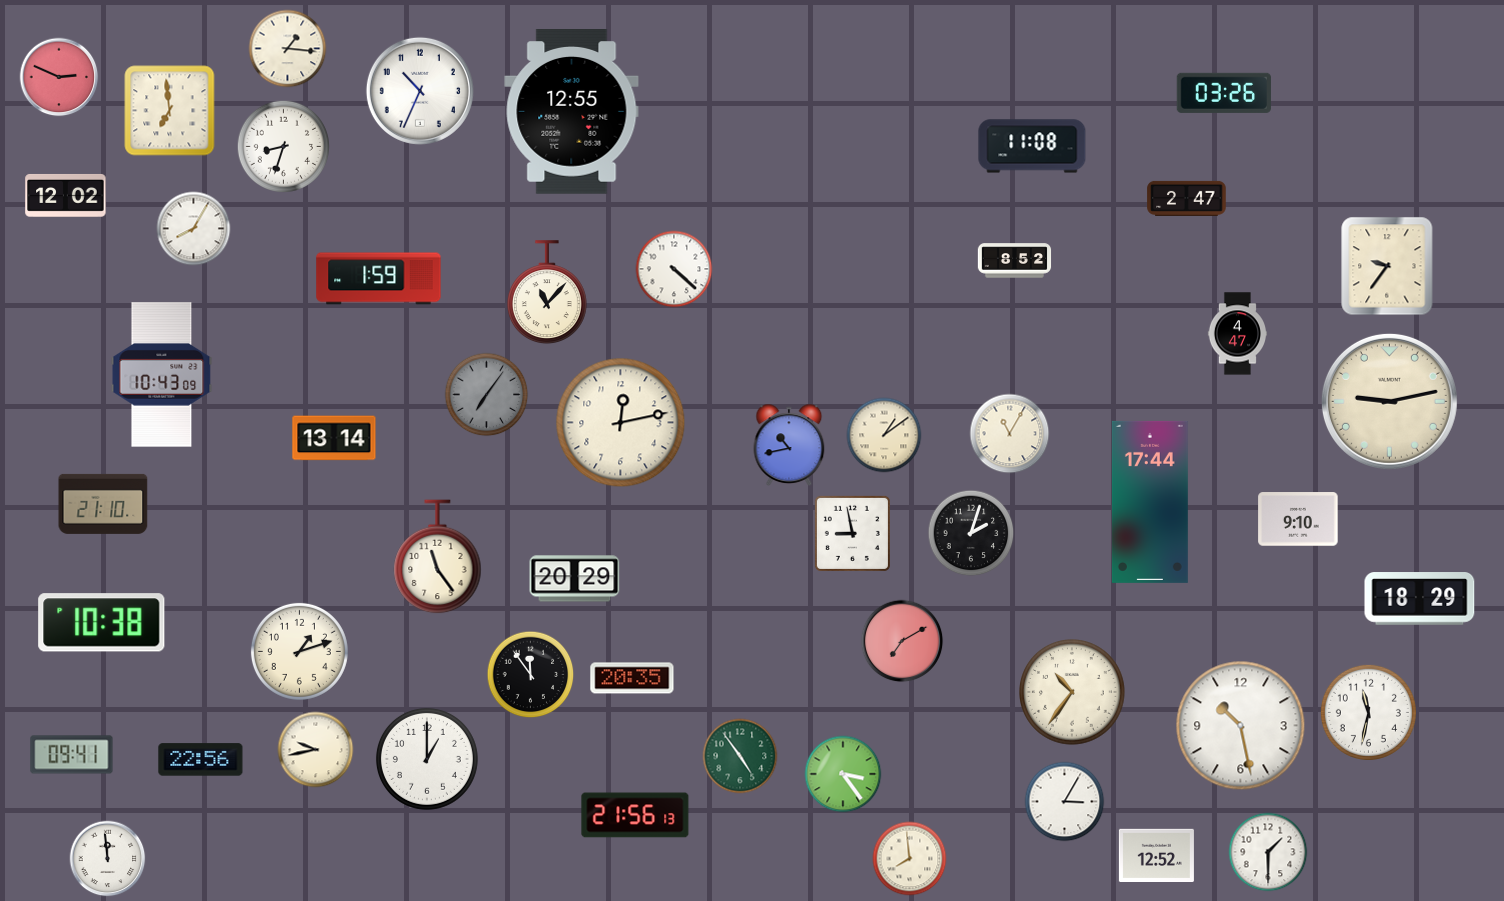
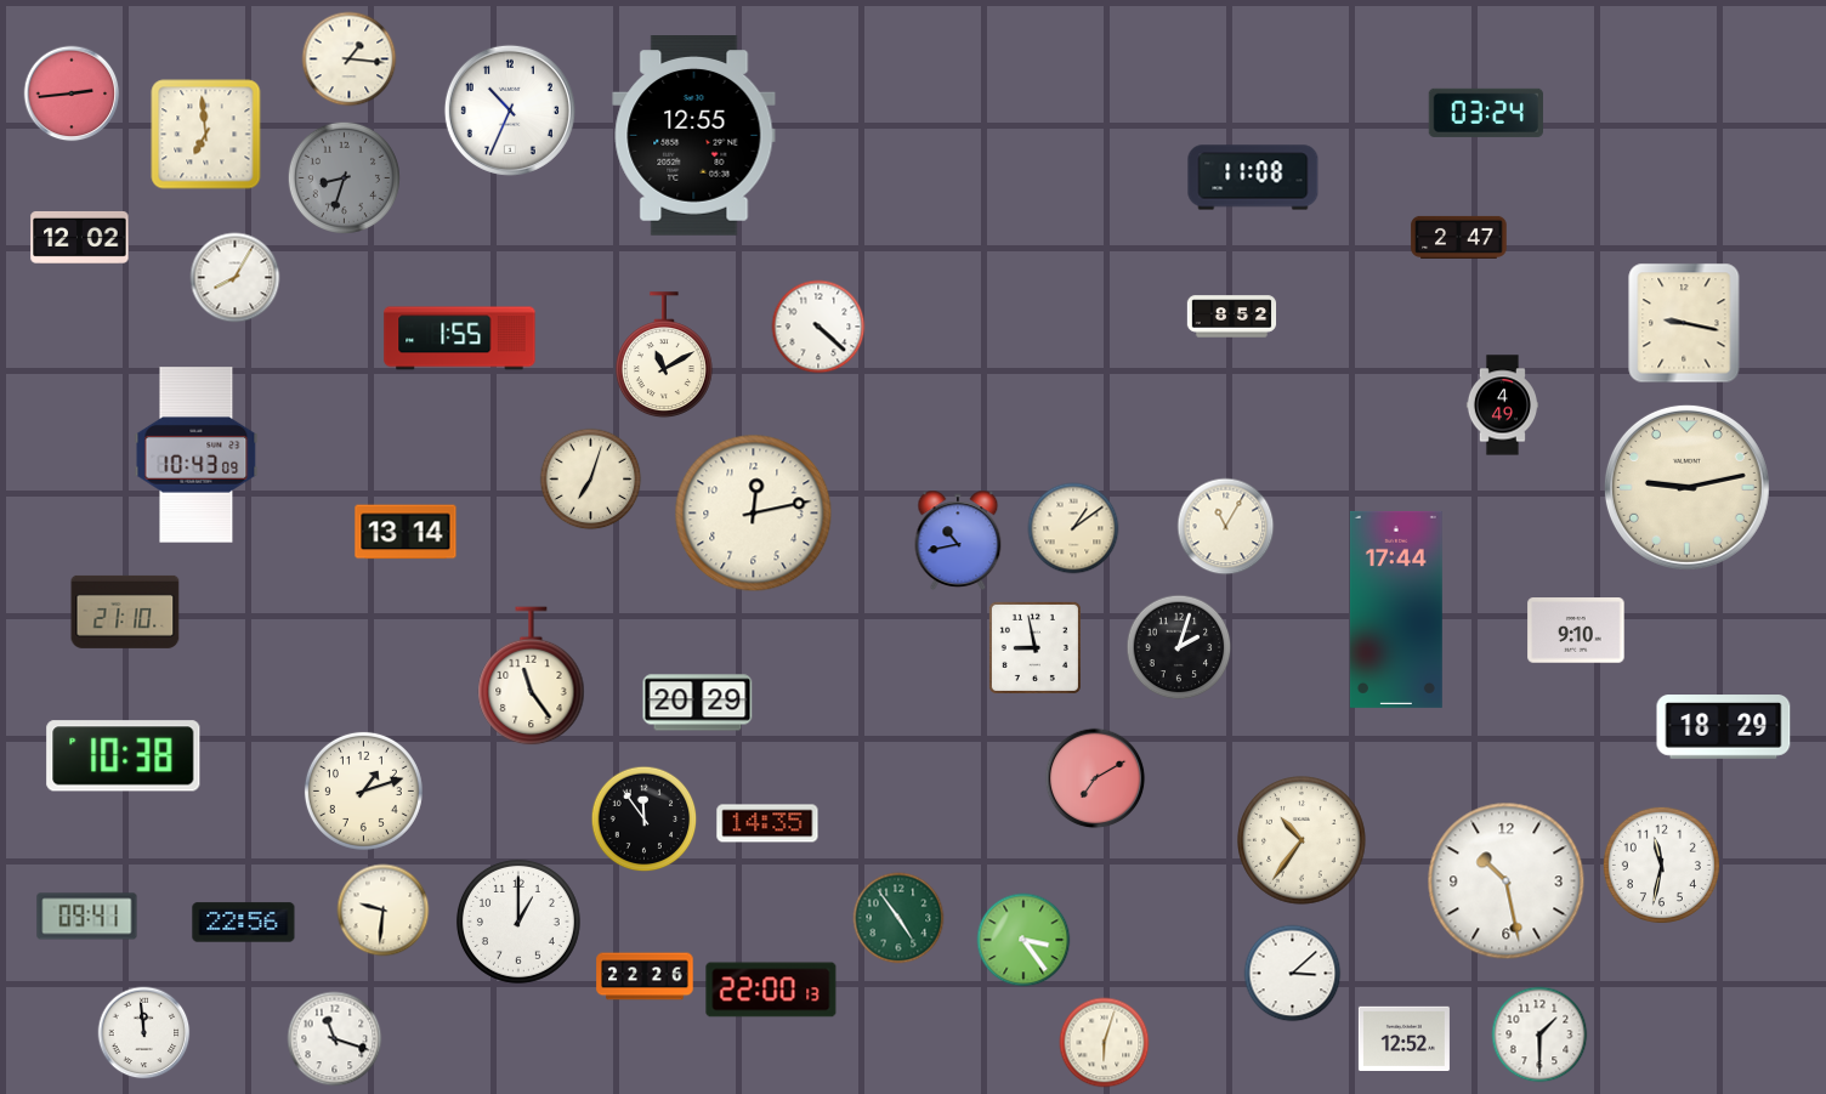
clock at (59, 77): 2:49 -> 2:44
clock at (1224, 93): 03:26 -> 03:24
clock at (283, 146) dial: white -> grey
clock at (1187, 198) position: (1187, 198) -> (1459, 237)
clock at (1387, 266): 9:36 -> 9:17
clock at (379, 279): 1:59 -> 1:55
clock at (547, 293): 11:07 -> 11:10
clock at (1237, 334): 4:47 -> 4:49
clock at (487, 395): 7:06 -> 7:03
clock at (487, 395) dial: grey -> cream
clock at (632, 678): 20:35 -> 14:35
clock at (316, 750): 9:43 -> 9:31
clock at (1065, 802): 3:05 -> 3:08
clock at (645, 976): none -> 22:26
clock at (635, 815): 21:56 -> 22:00
clock at (335, 1039): none -> 11:18
clock at (108, 859) position: (108, 859) -> (144, 1033)
clock at (910, 859): 7:59 -> 6:03
